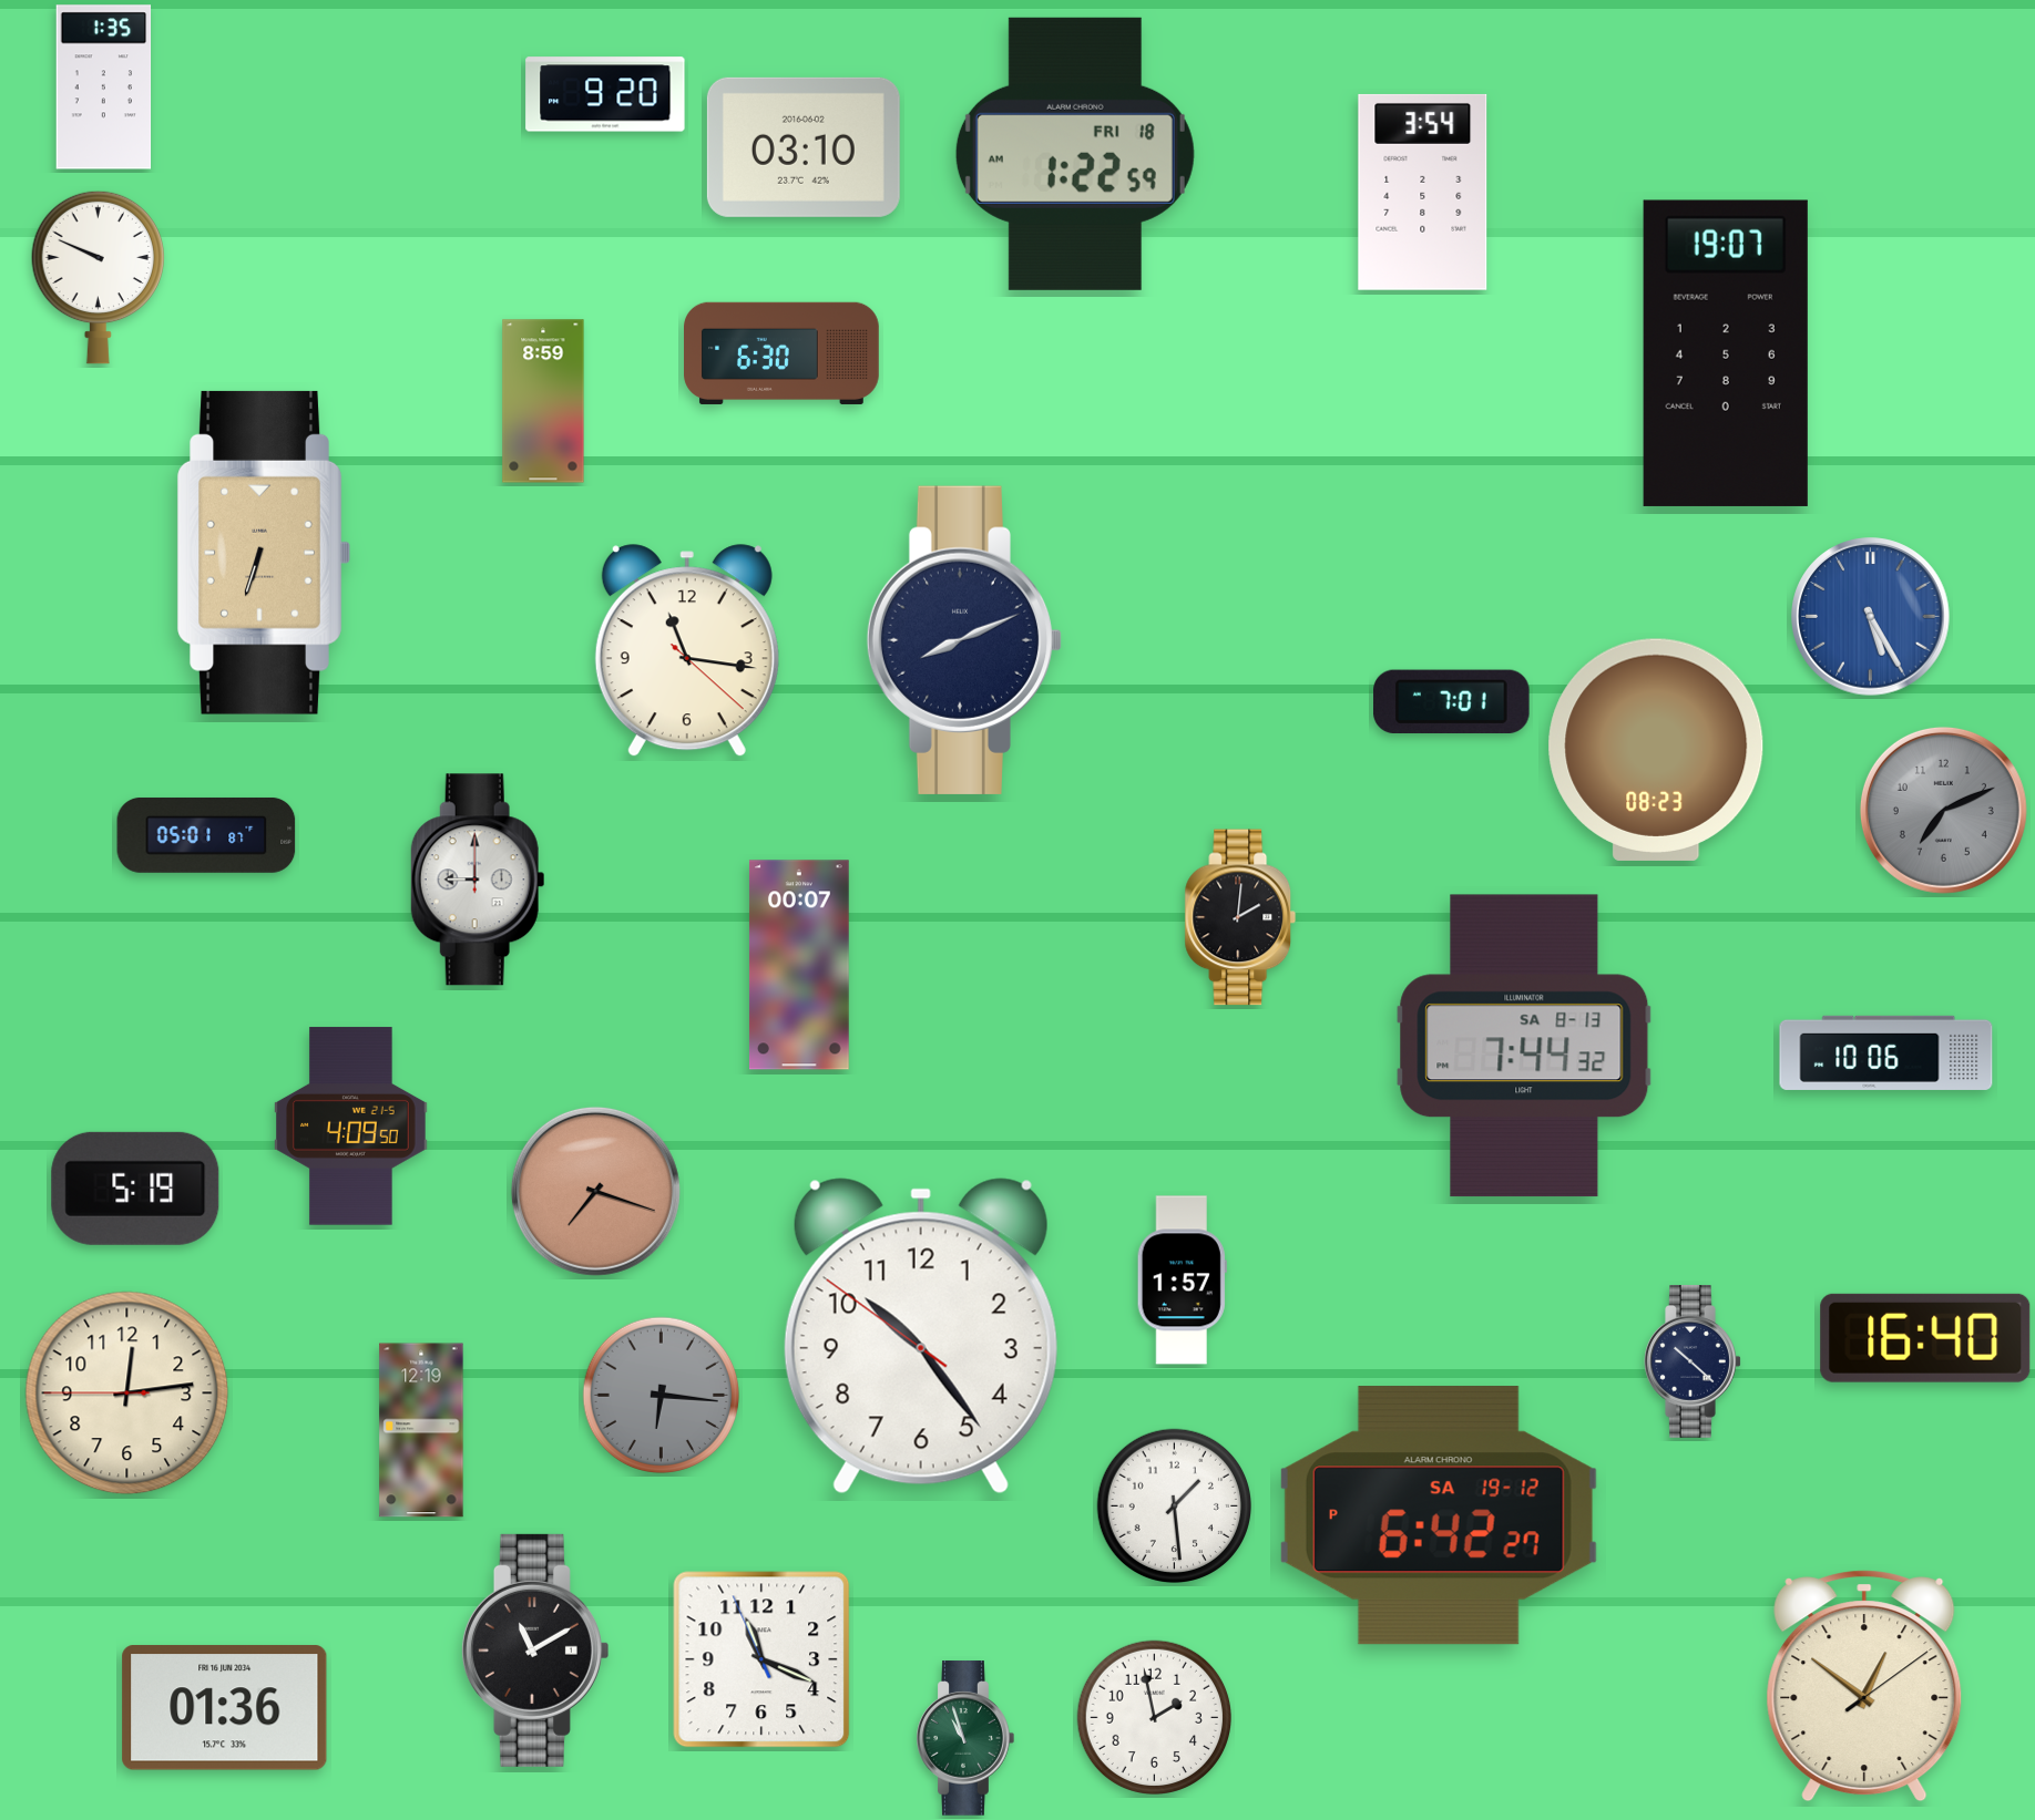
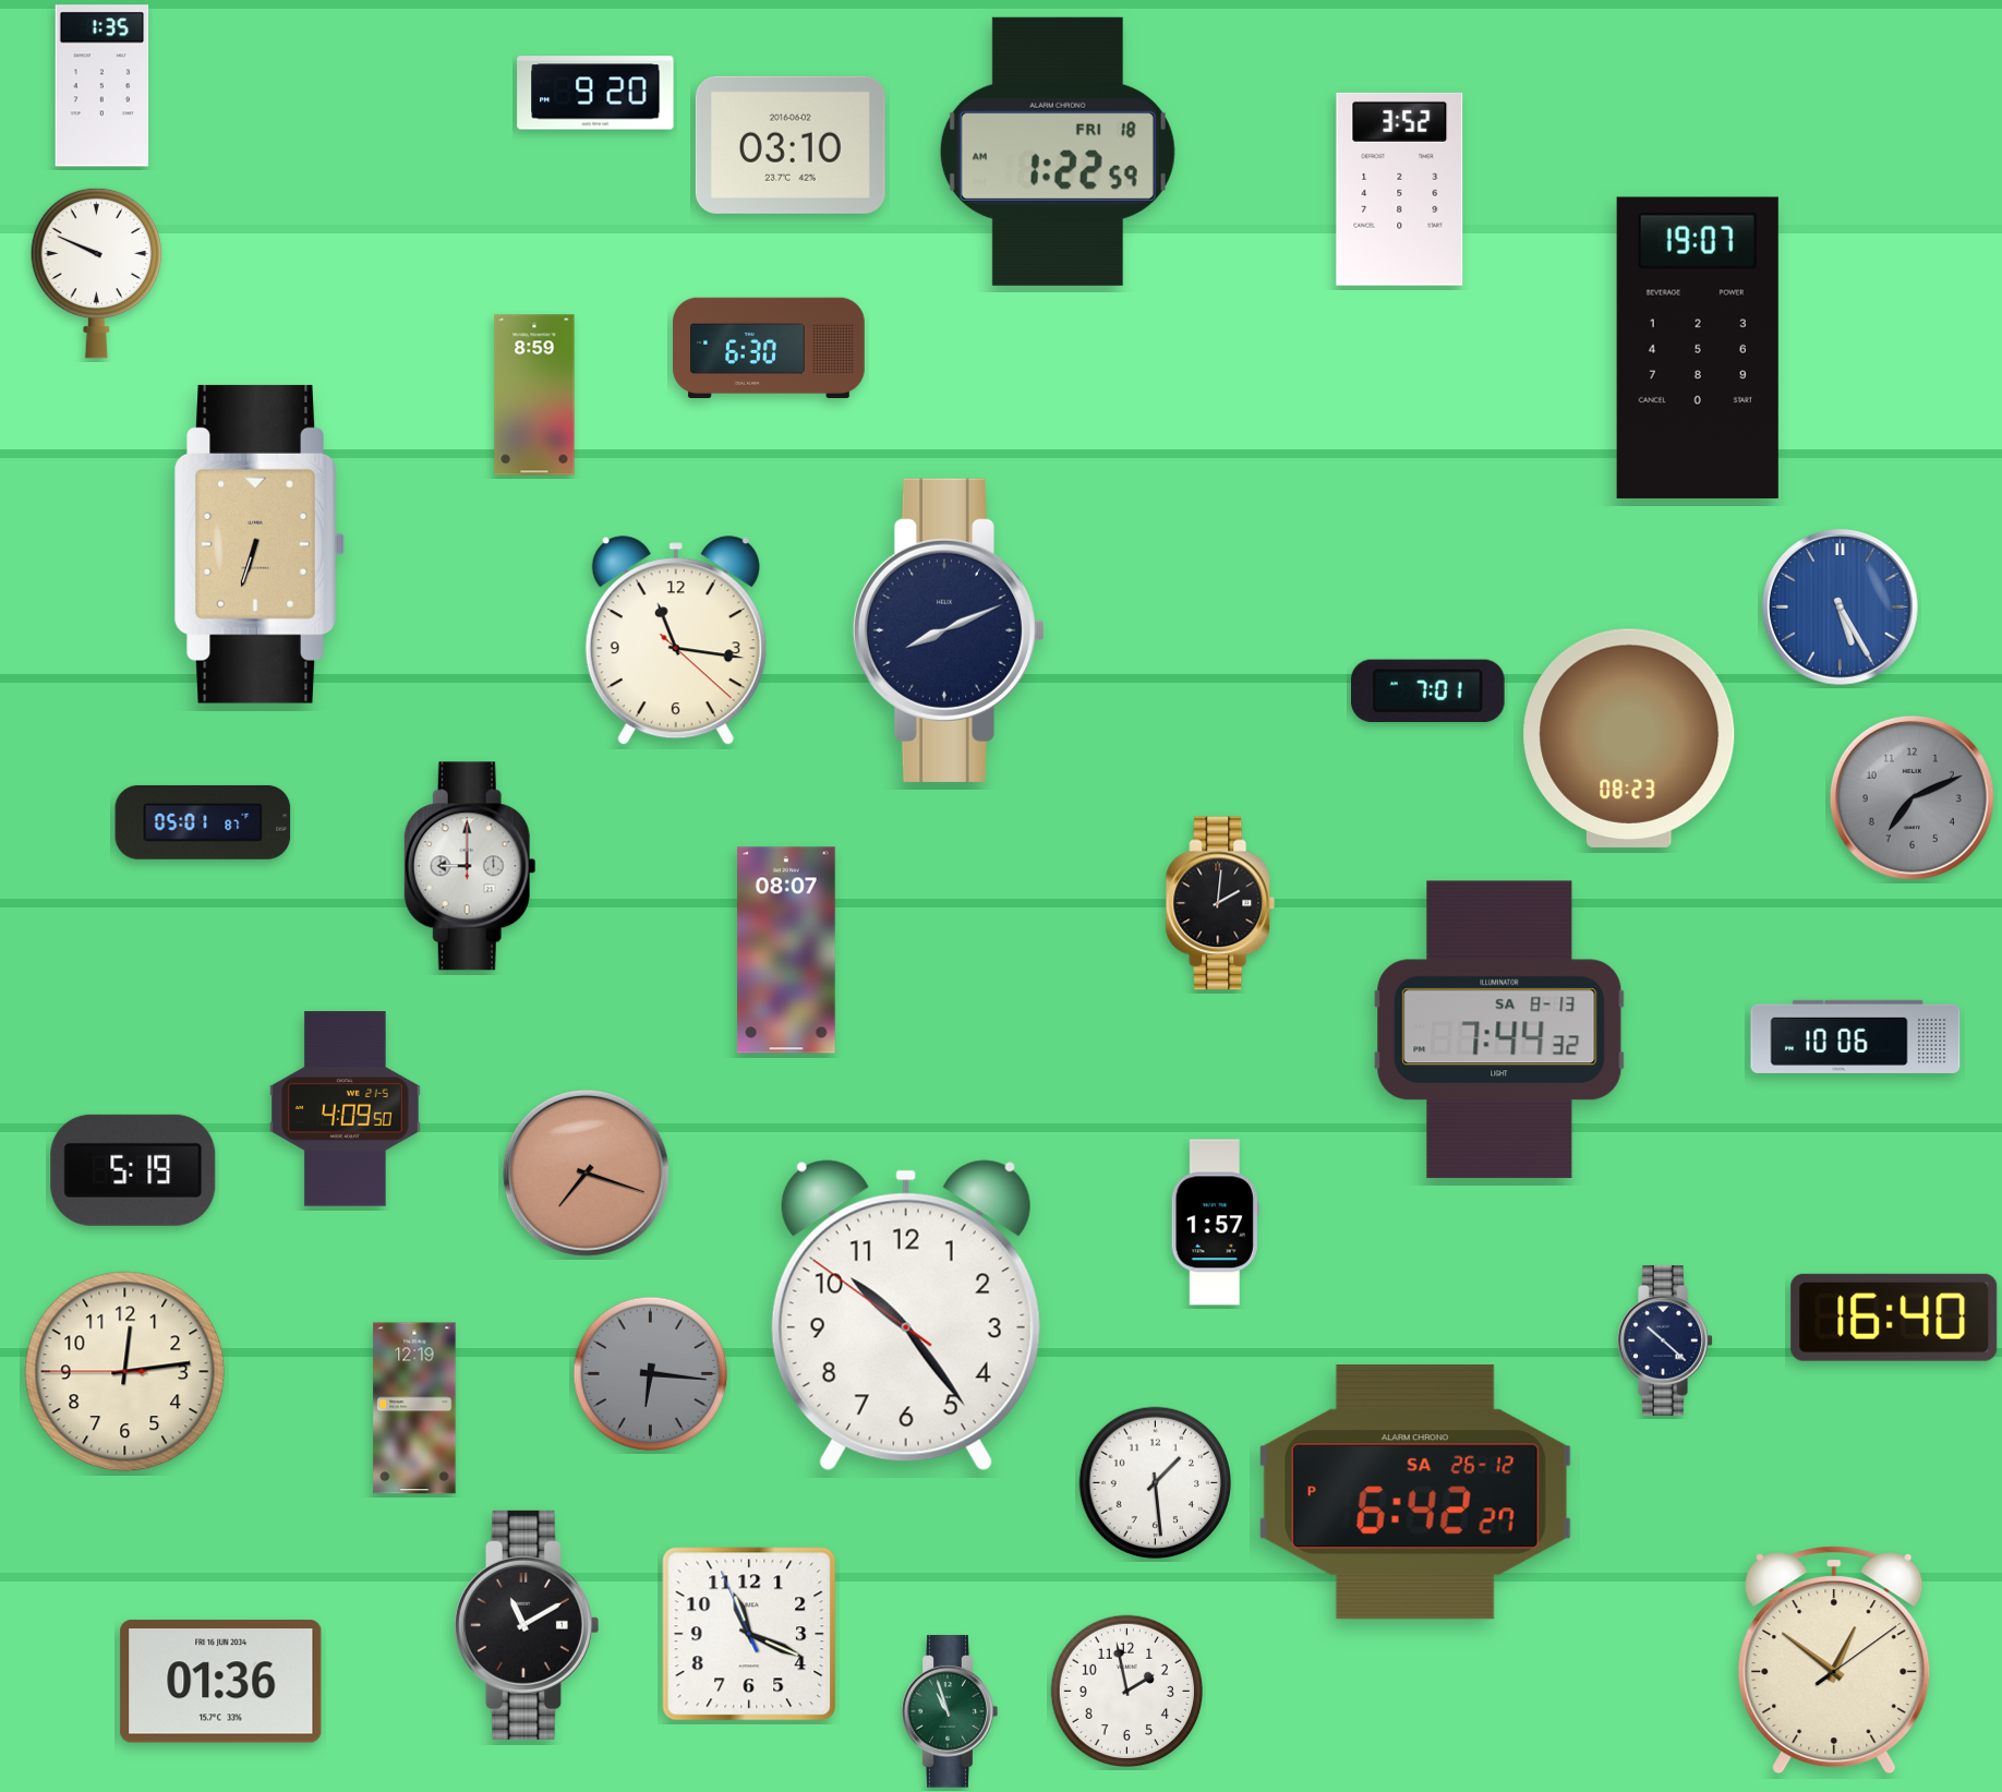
clock at (1423, 192): 3:54 -> 3:52
clock at (799, 965): 00:07 -> 08:07
clock at (1182, 1281) position: (1182, 1281) -> (1215, 1223)
clock at (1439, 1515) date: SA 19-12 -> SA 26-12
clock at (1154, 1717) position: (1154, 1717) -> (1126, 1691)
